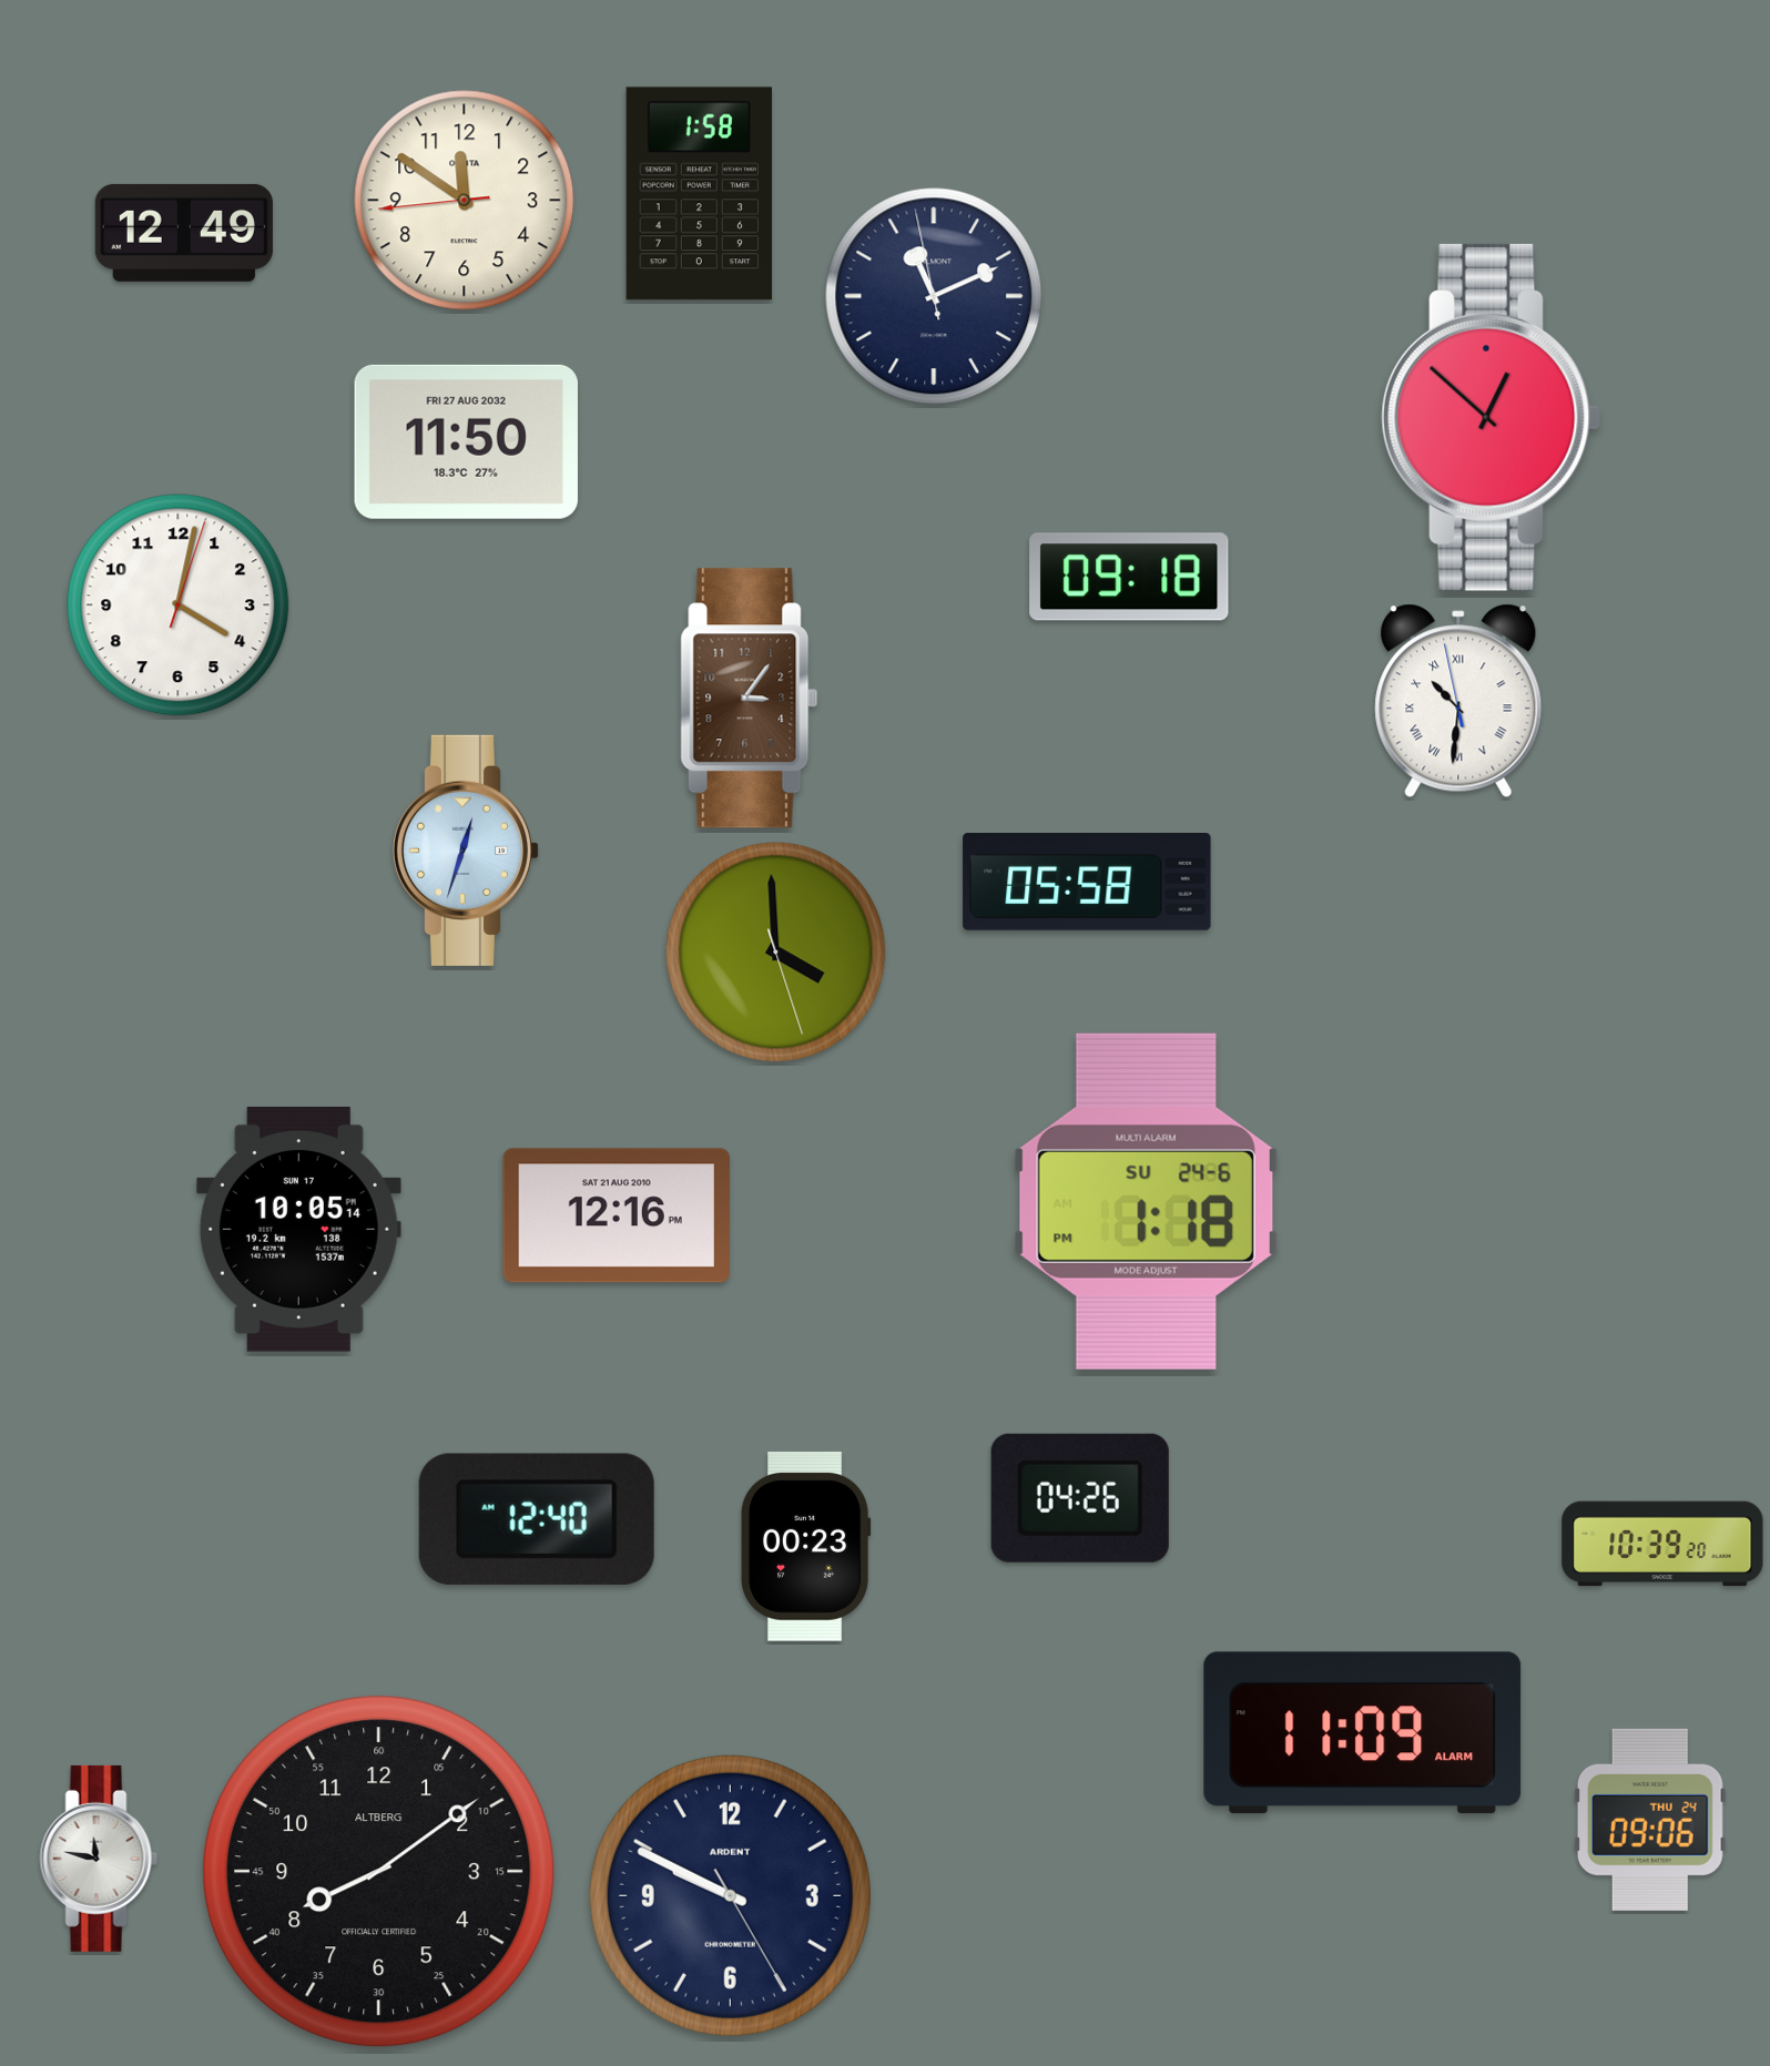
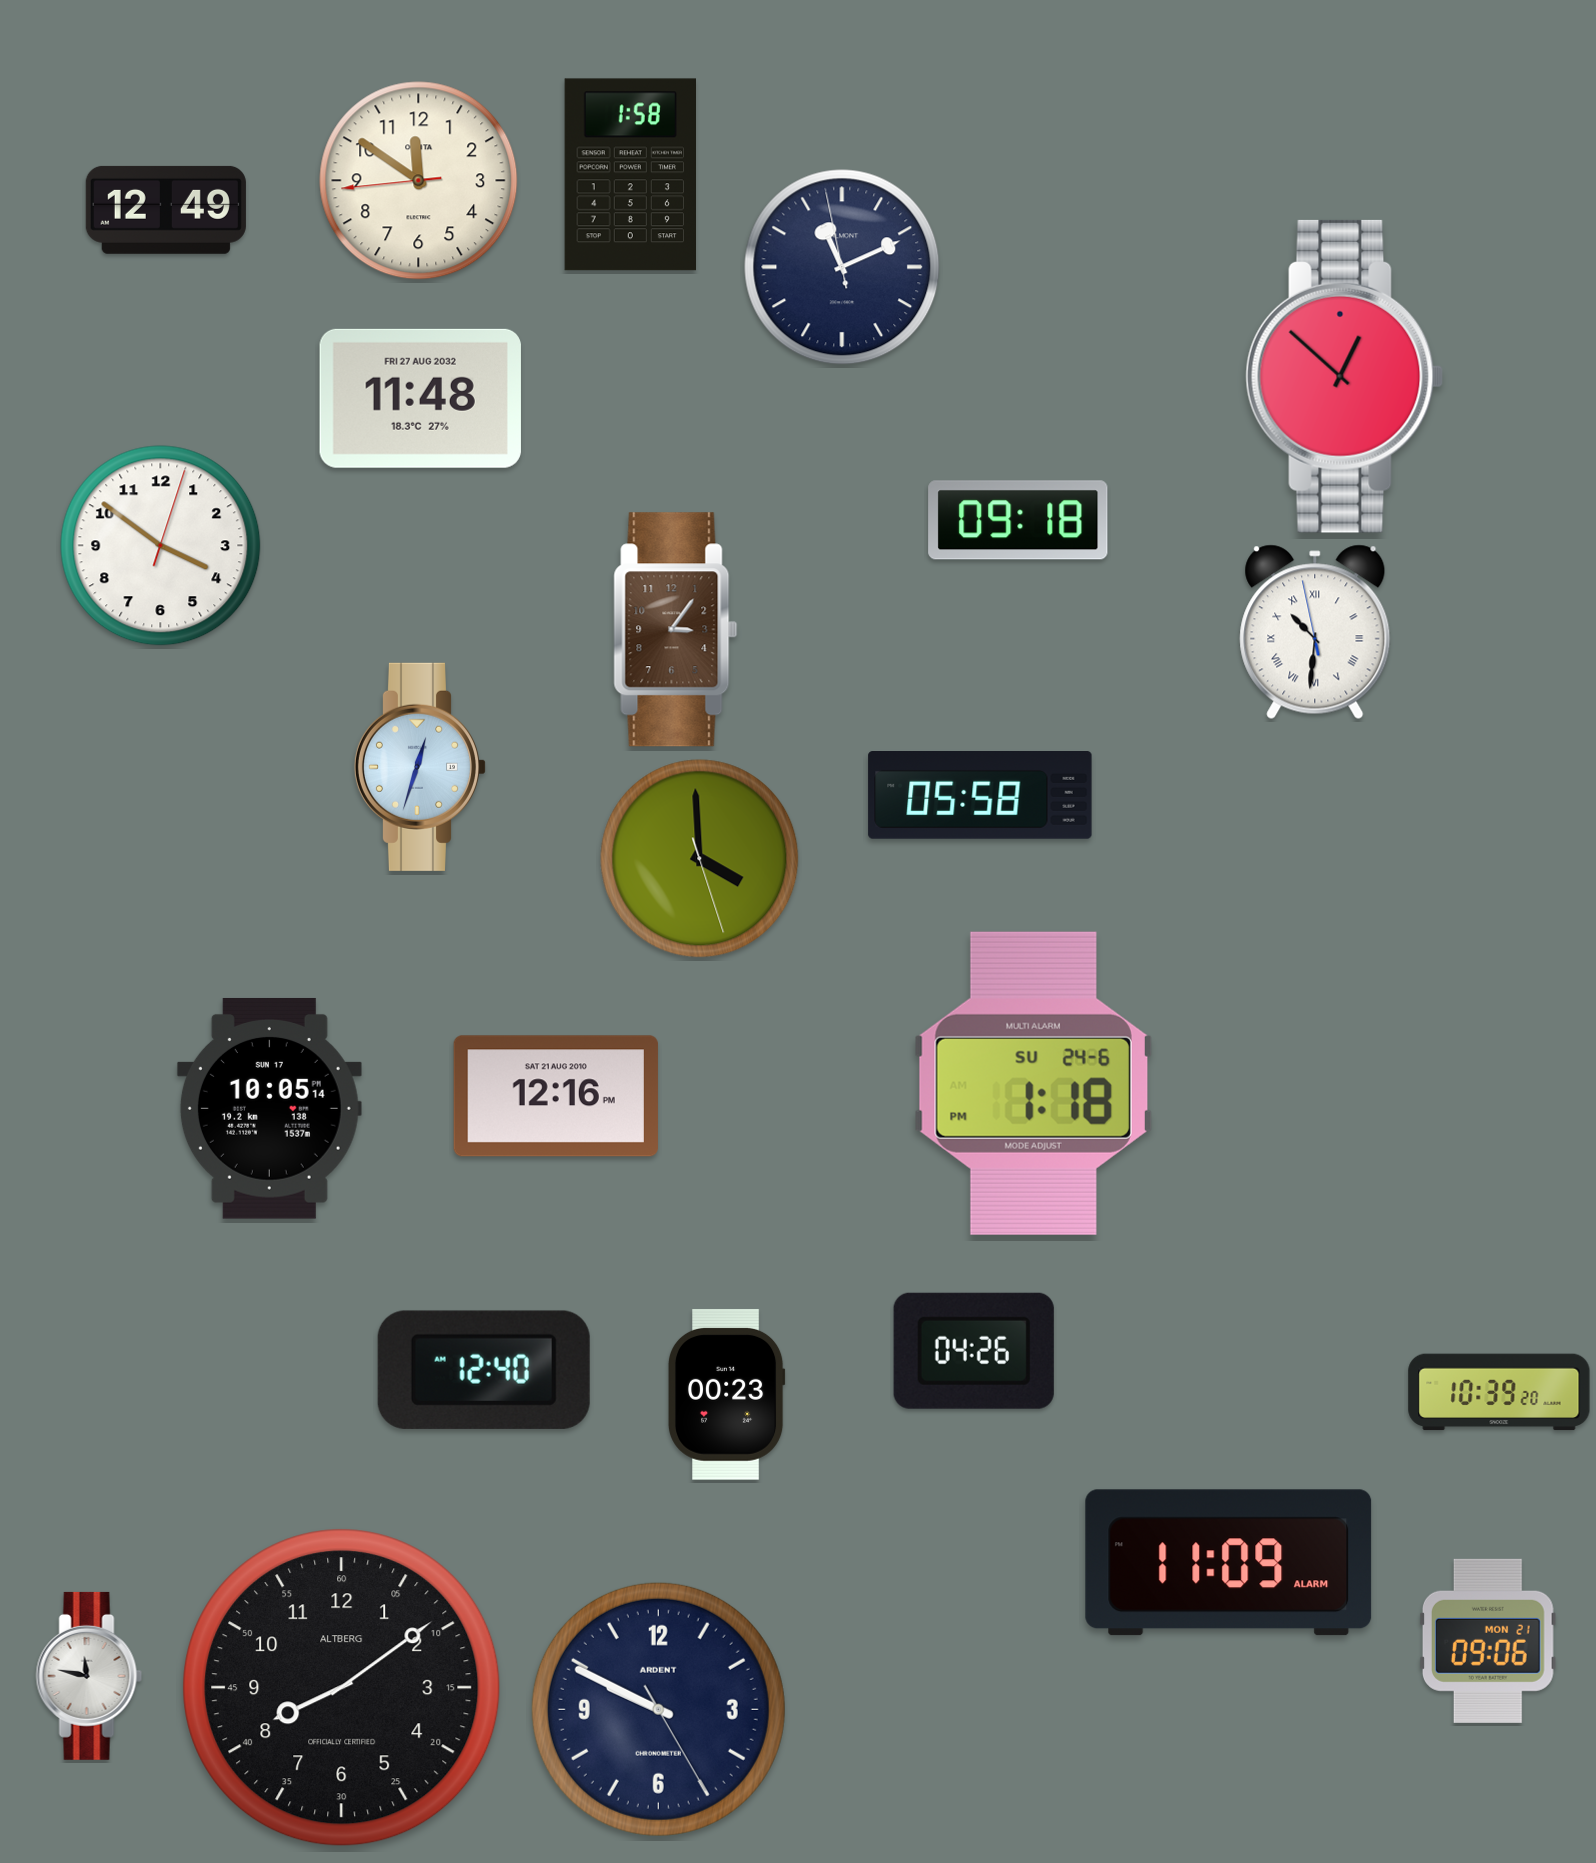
clock at (466, 441): 11:50 -> 11:48
clock at (179, 605): 4:02 -> 3:51
clock at (1650, 1820) date: THU 24 -> MON 21
